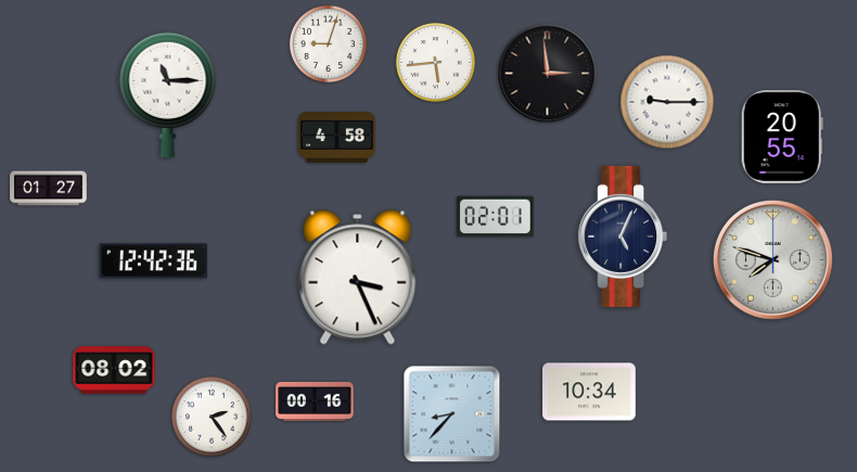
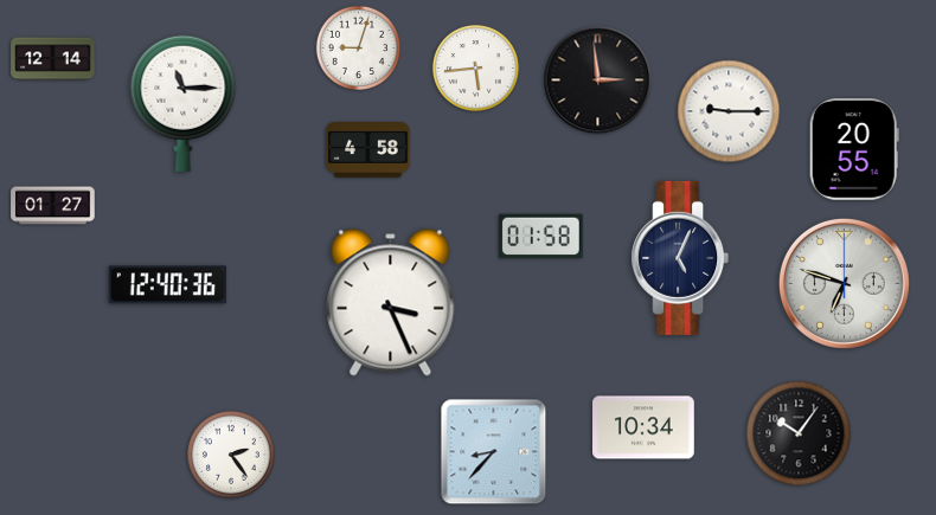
clock at (53, 59): none -> 12:14
clock at (496, 217): 02:01 -> 01:58
clock at (772, 259): 7:48 -> 6:48
clock at (153, 261): 12:42 -> 12:40
clock at (114, 370): 08:02 -> none
clock at (799, 433): none -> 10:06
clock at (315, 401): 00:16 -> none
